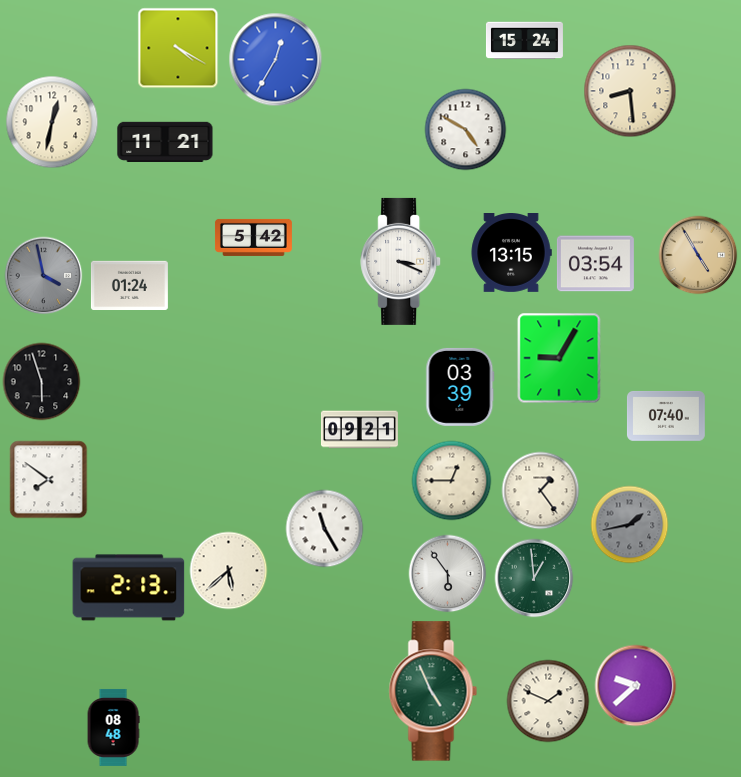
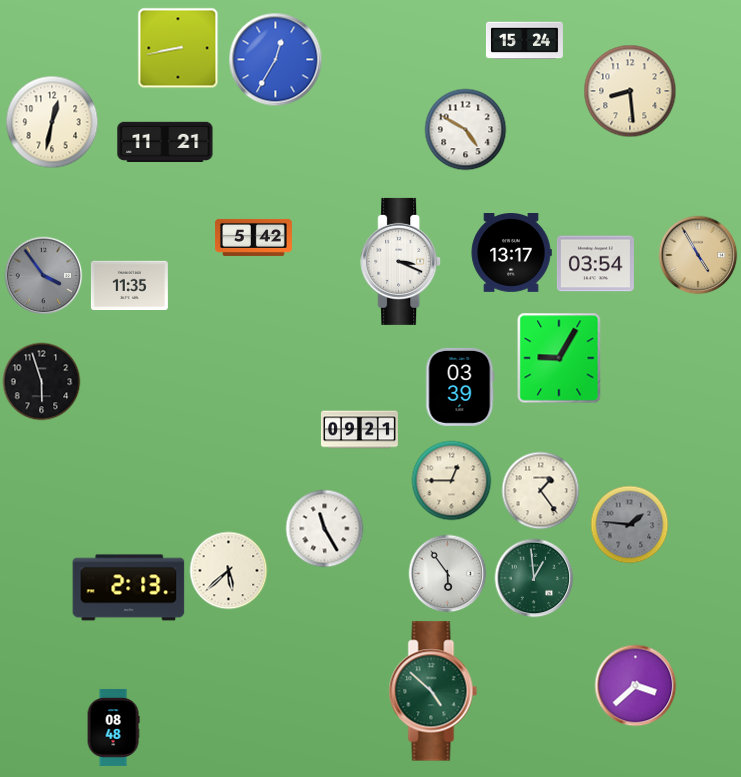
clock at (178, 48): 4:20 -> 8:43
clock at (511, 253): 13:15 -> 13:17
clock at (43, 275): 3:58 -> 3:54
clock at (129, 285): 01:24 -> 11:35
clock at (666, 416): 07:40 -> none
clock at (48, 479): 7:51 -> none
clock at (629, 524): 1:43 -> 1:46
clock at (635, 685): 9:38 -> 3:38
clock at (433, 691): 4:56 -> 4:52
clock at (548, 701): 1:49 -> none
